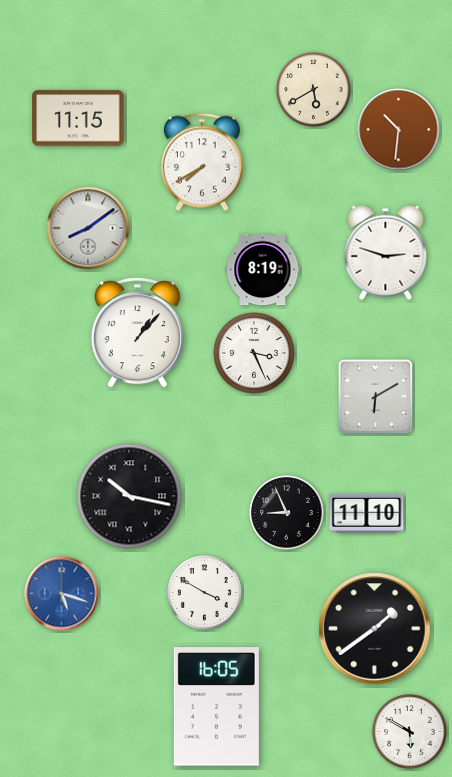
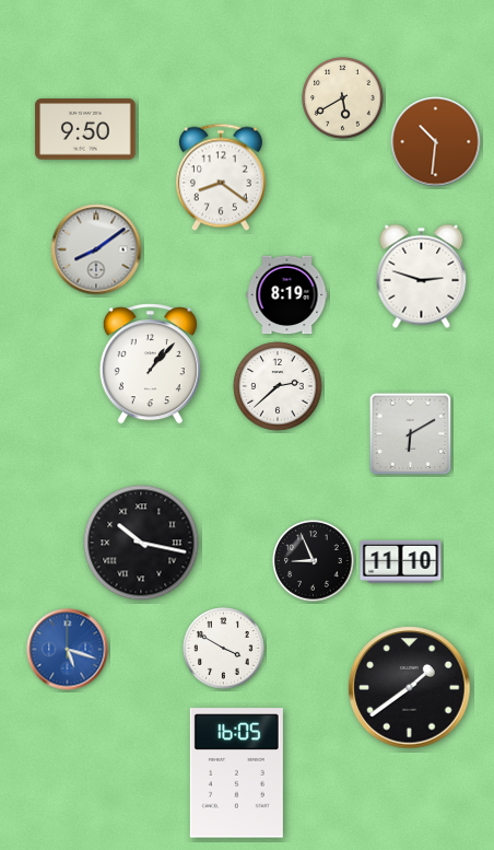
clock at (78, 118): 11:15 -> 9:50
clock at (202, 162): 7:40 -> 8:21
clock at (254, 353): 3:26 -> 2:38
clock at (410, 732): 5:50 -> none
